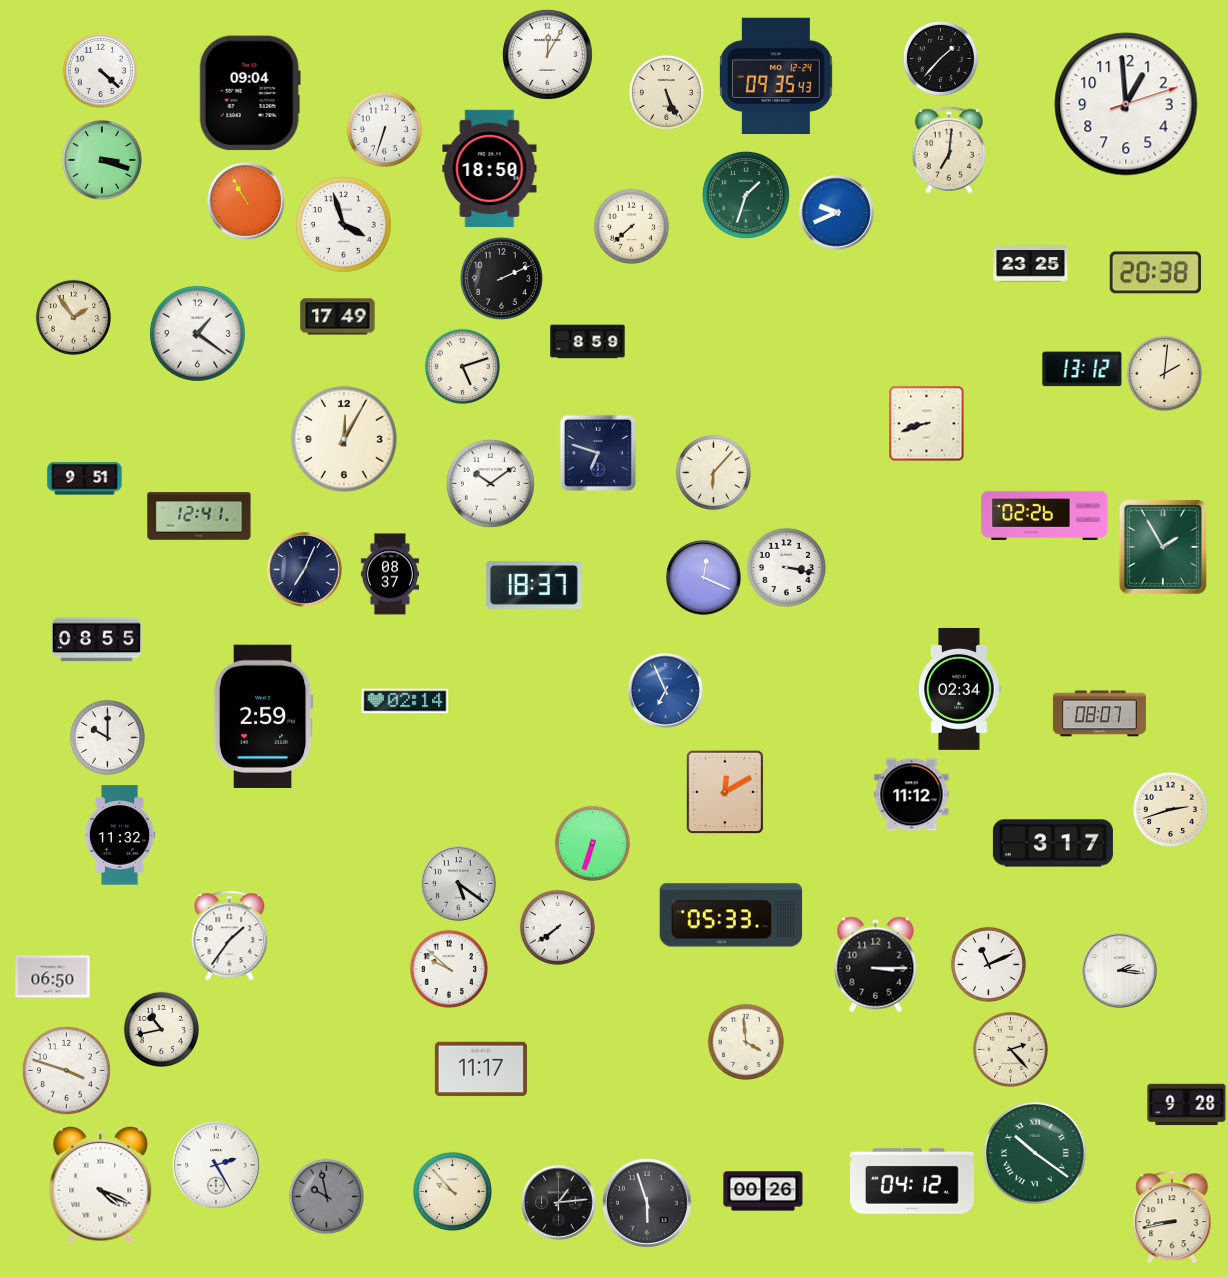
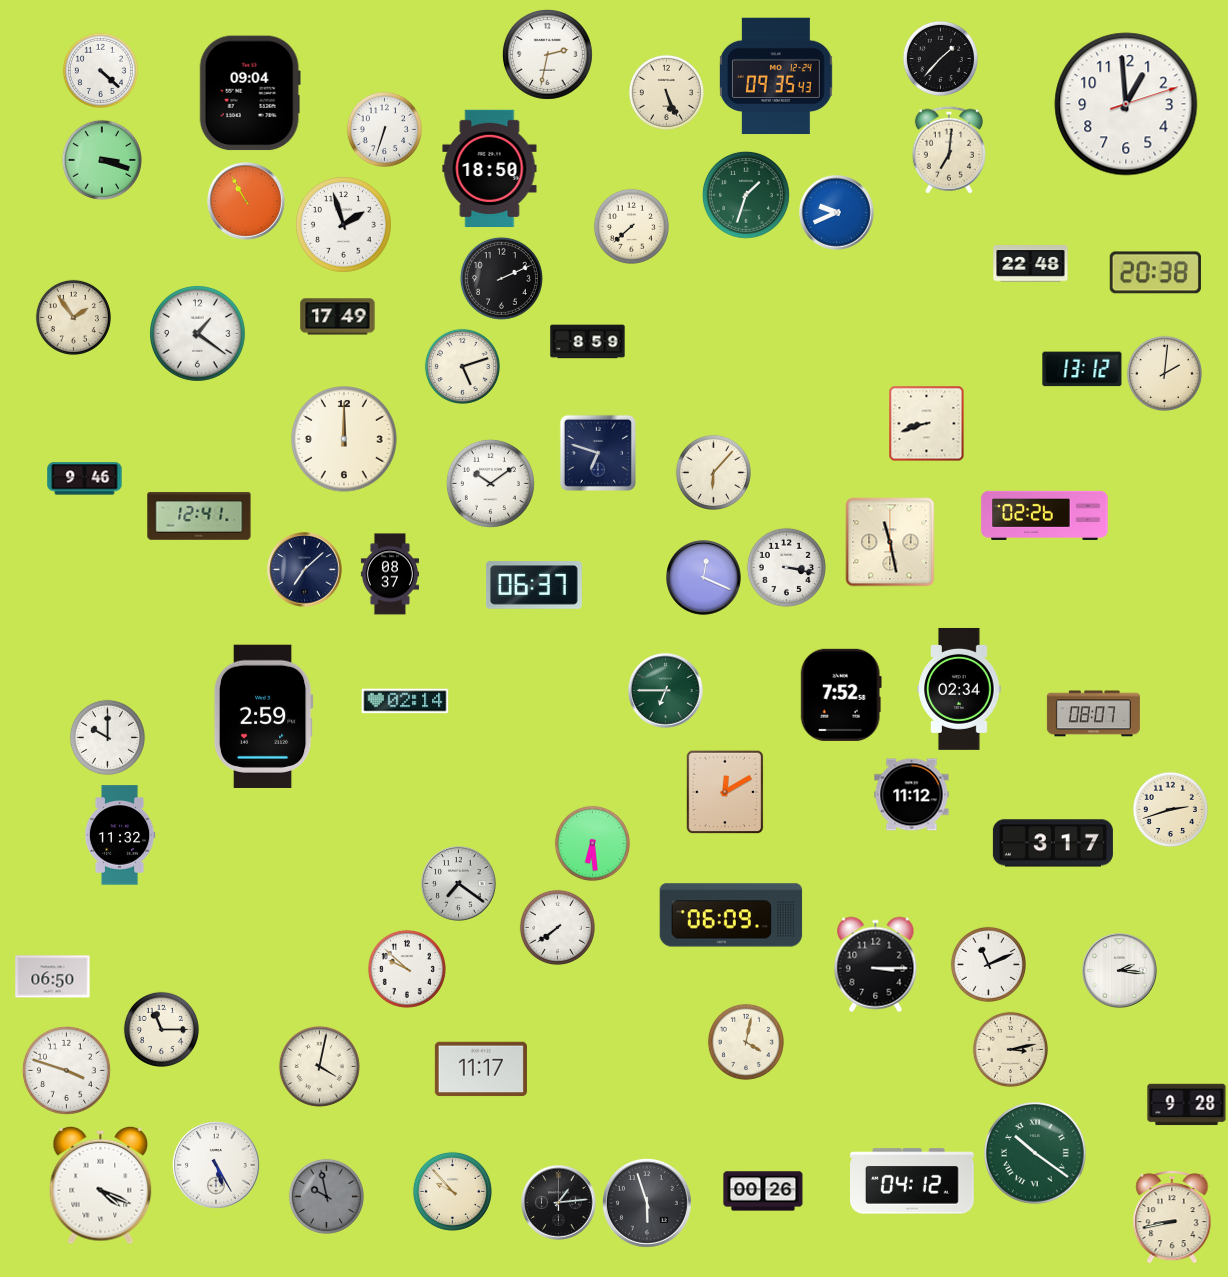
clock at (547, 54): 12:05 -> 2:32
clock at (344, 225): 3:57 -> 1:57
clock at (1031, 264): 23:25 -> 22:48
clock at (344, 439): 12:05 -> 12:00
clock at (85, 479): 9:51 -> 9:46
clock at (890, 542): none -> 11:28
clock at (1163, 547): 1:55 -> none
clock at (305, 570): 7:04 -> 7:08
clock at (534, 585): 18:37 -> 06:37
clock at (97, 640): 08:55 -> none
clock at (666, 691): 6:56 -> 6:45
clock at (666, 691) dial: blue -> green
clock at (841, 695): none -> 7:52
clock at (1099, 714) position: (1099, 714) -> (1093, 714)
clock at (592, 843): 6:33 -> 6:29
clock at (459, 884): 5:21 -> 7:21
clock at (731, 915): 05:33 -> 06:09
clock at (230, 936): 1:36 -> none
clock at (449, 969) position: (449, 969) -> (407, 969)
clock at (161, 1029): 10:43 -> 11:15
clock at (746, 1042): 3:59 -> 4:02
clock at (1010, 1049): 2:23 -> 3:13
clock at (319, 1066): none -> 4:02
clock at (216, 1165): 2:25 -> 5:25
